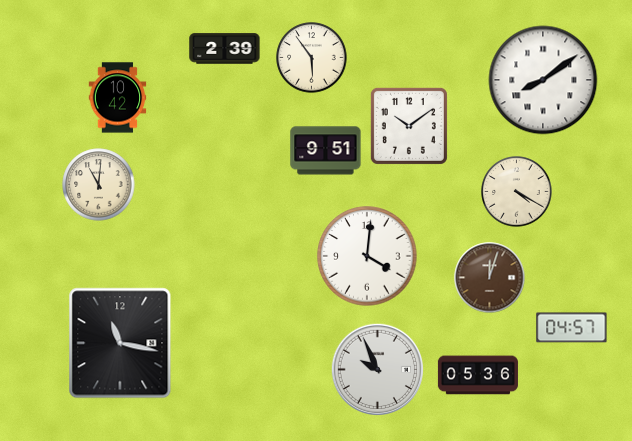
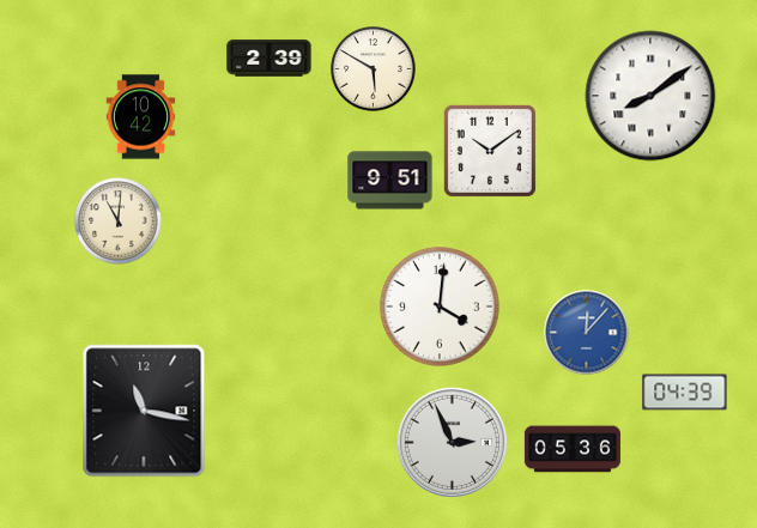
clock at (312, 58): 5:54 -> 5:50
clock at (517, 192): 4:20 -> none
clock at (490, 278): 12:03 -> 12:07
clock at (490, 278) dial: brown -> blue
clock at (572, 328): 04:57 -> 04:39
clock at (377, 369): 9:56 -> 2:56
